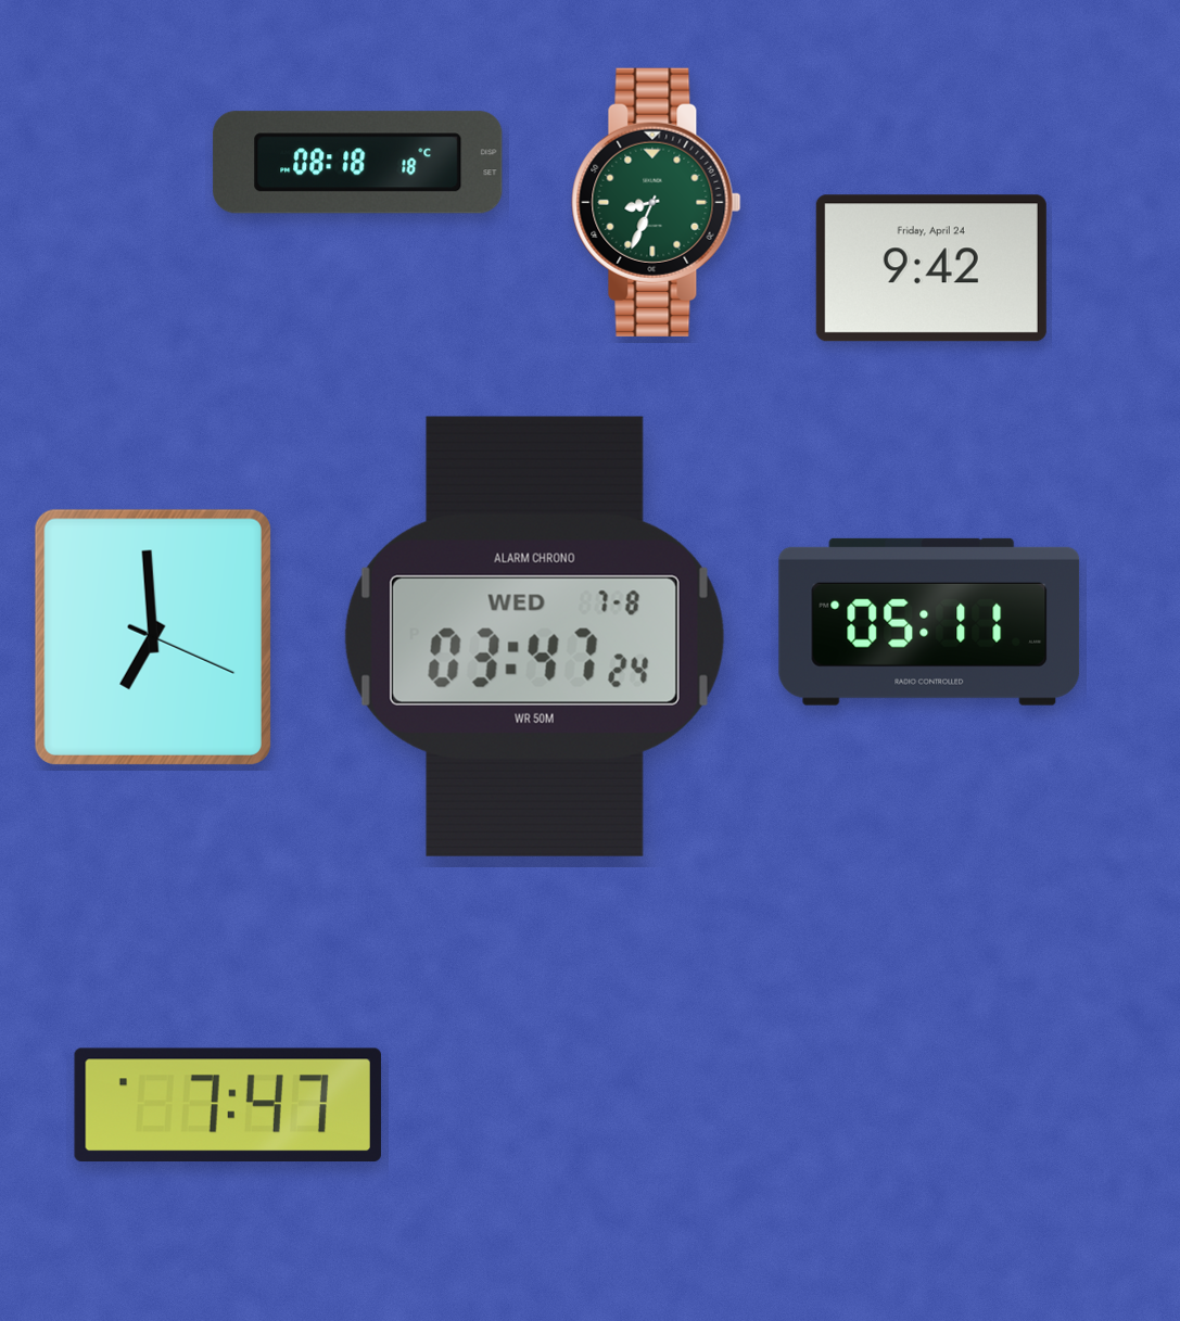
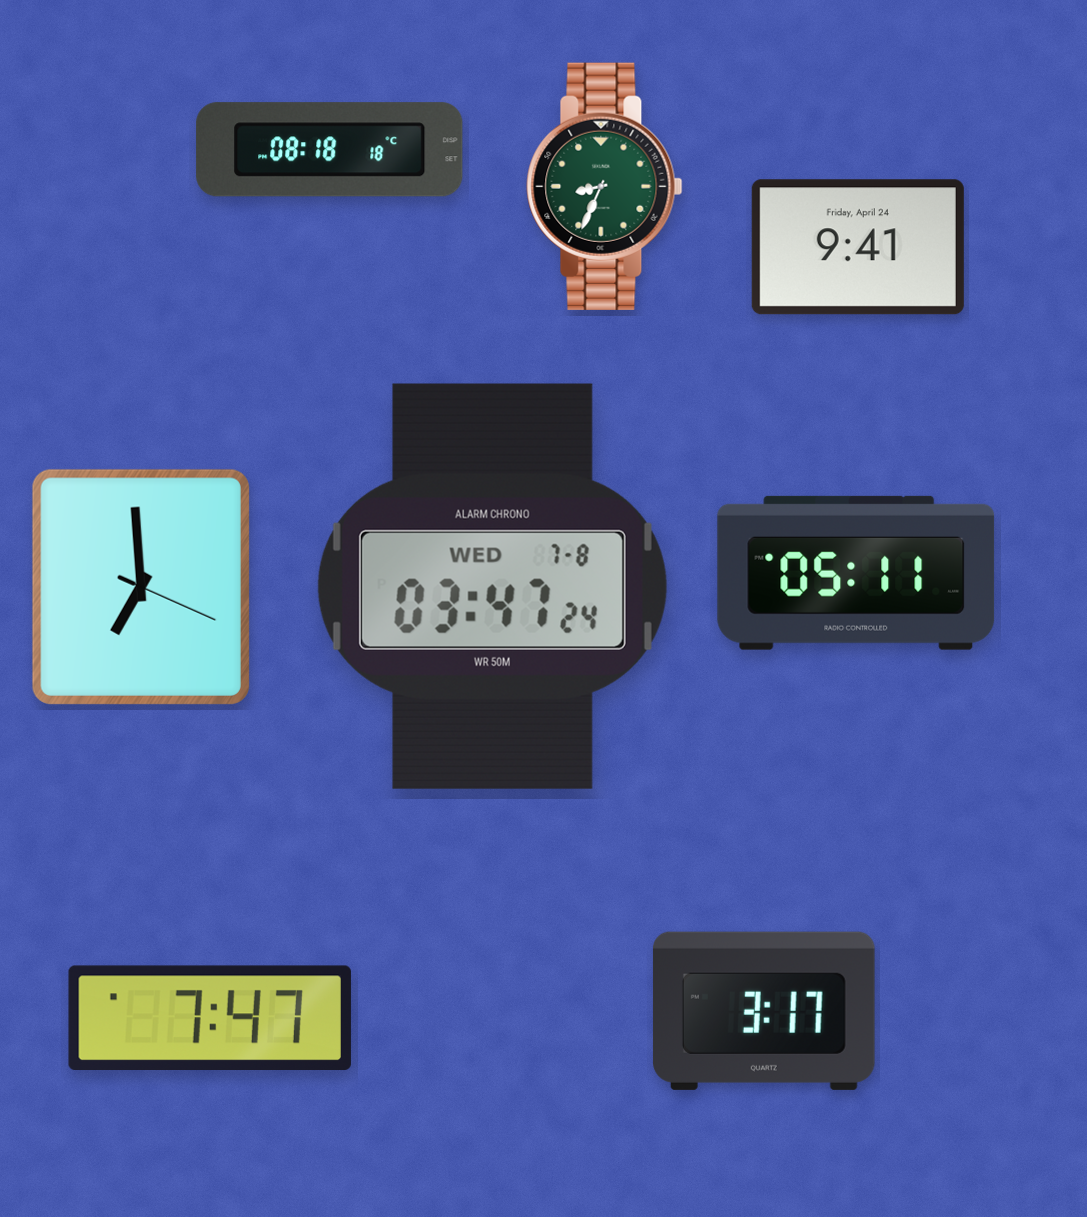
clock at (931, 268): 9:42 -> 9:41
clock at (764, 1011): none -> 3:17
